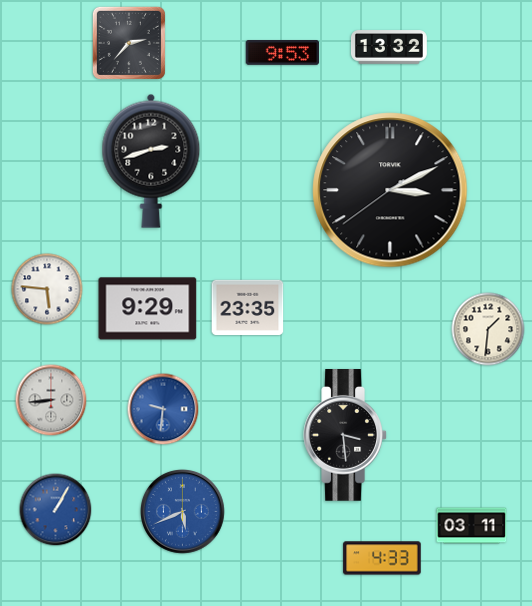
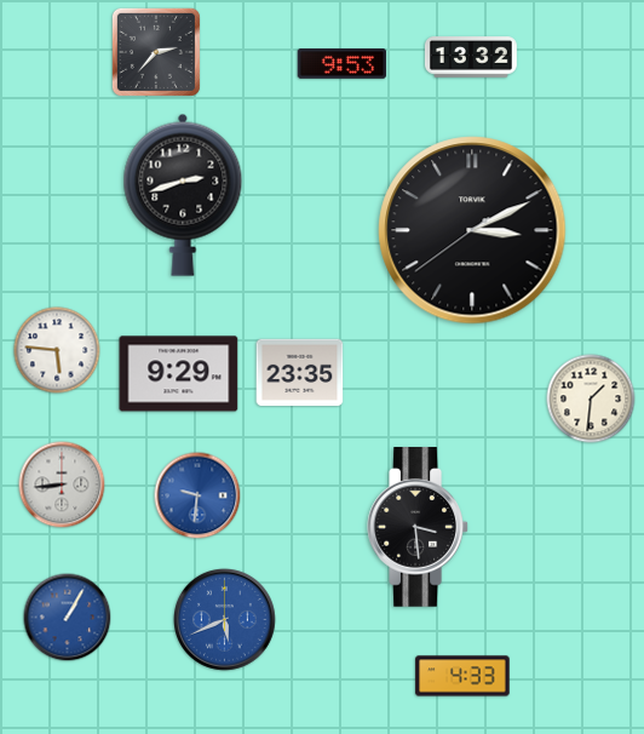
clock at (183, 512) position: (183, 512) -> (225, 620)
clock at (472, 526): 03:11 -> none
